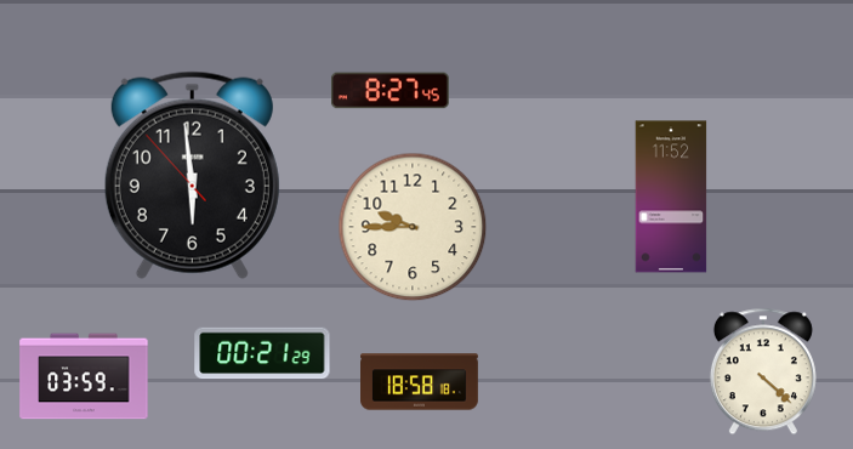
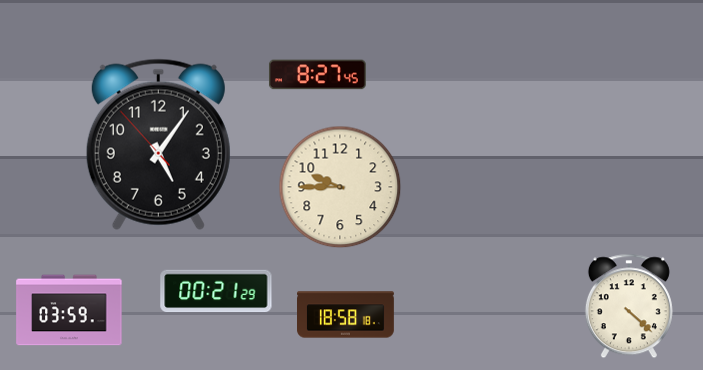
clock at (389, 91) position: (389, 91) -> (317, 75)
clock at (192, 175): 5:58 -> 5:05
clock at (671, 197): 11:52 -> none
